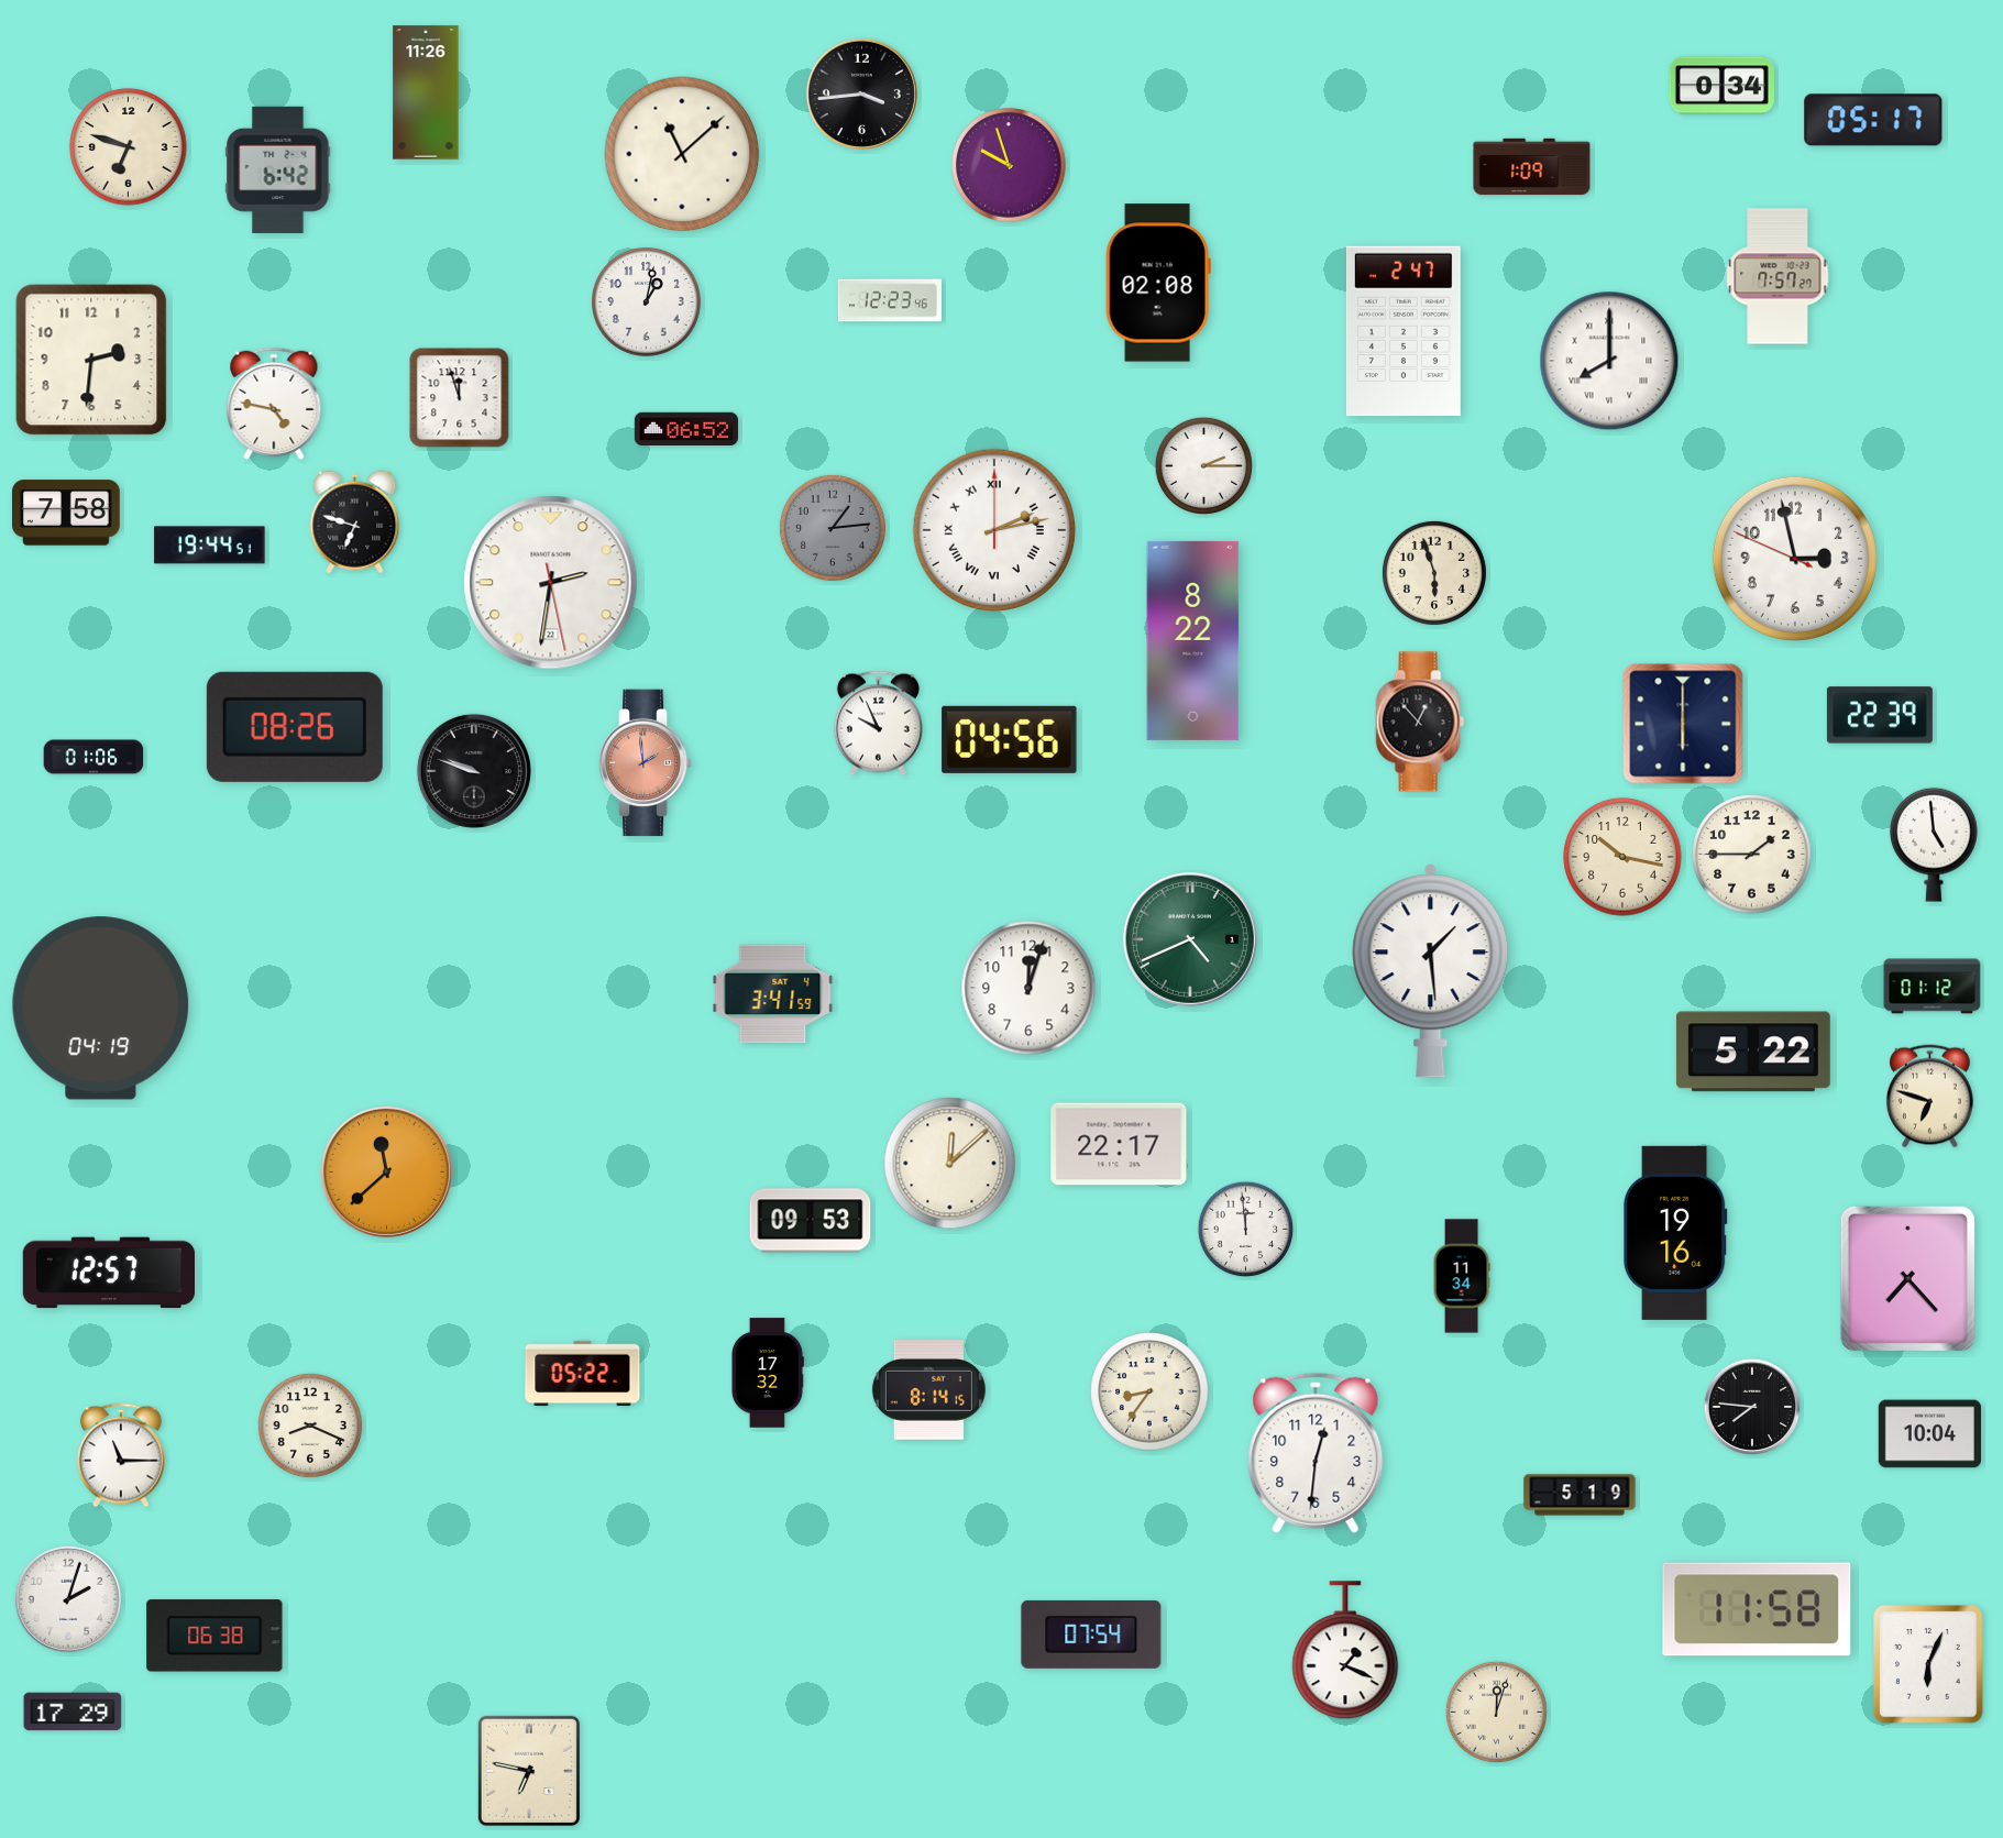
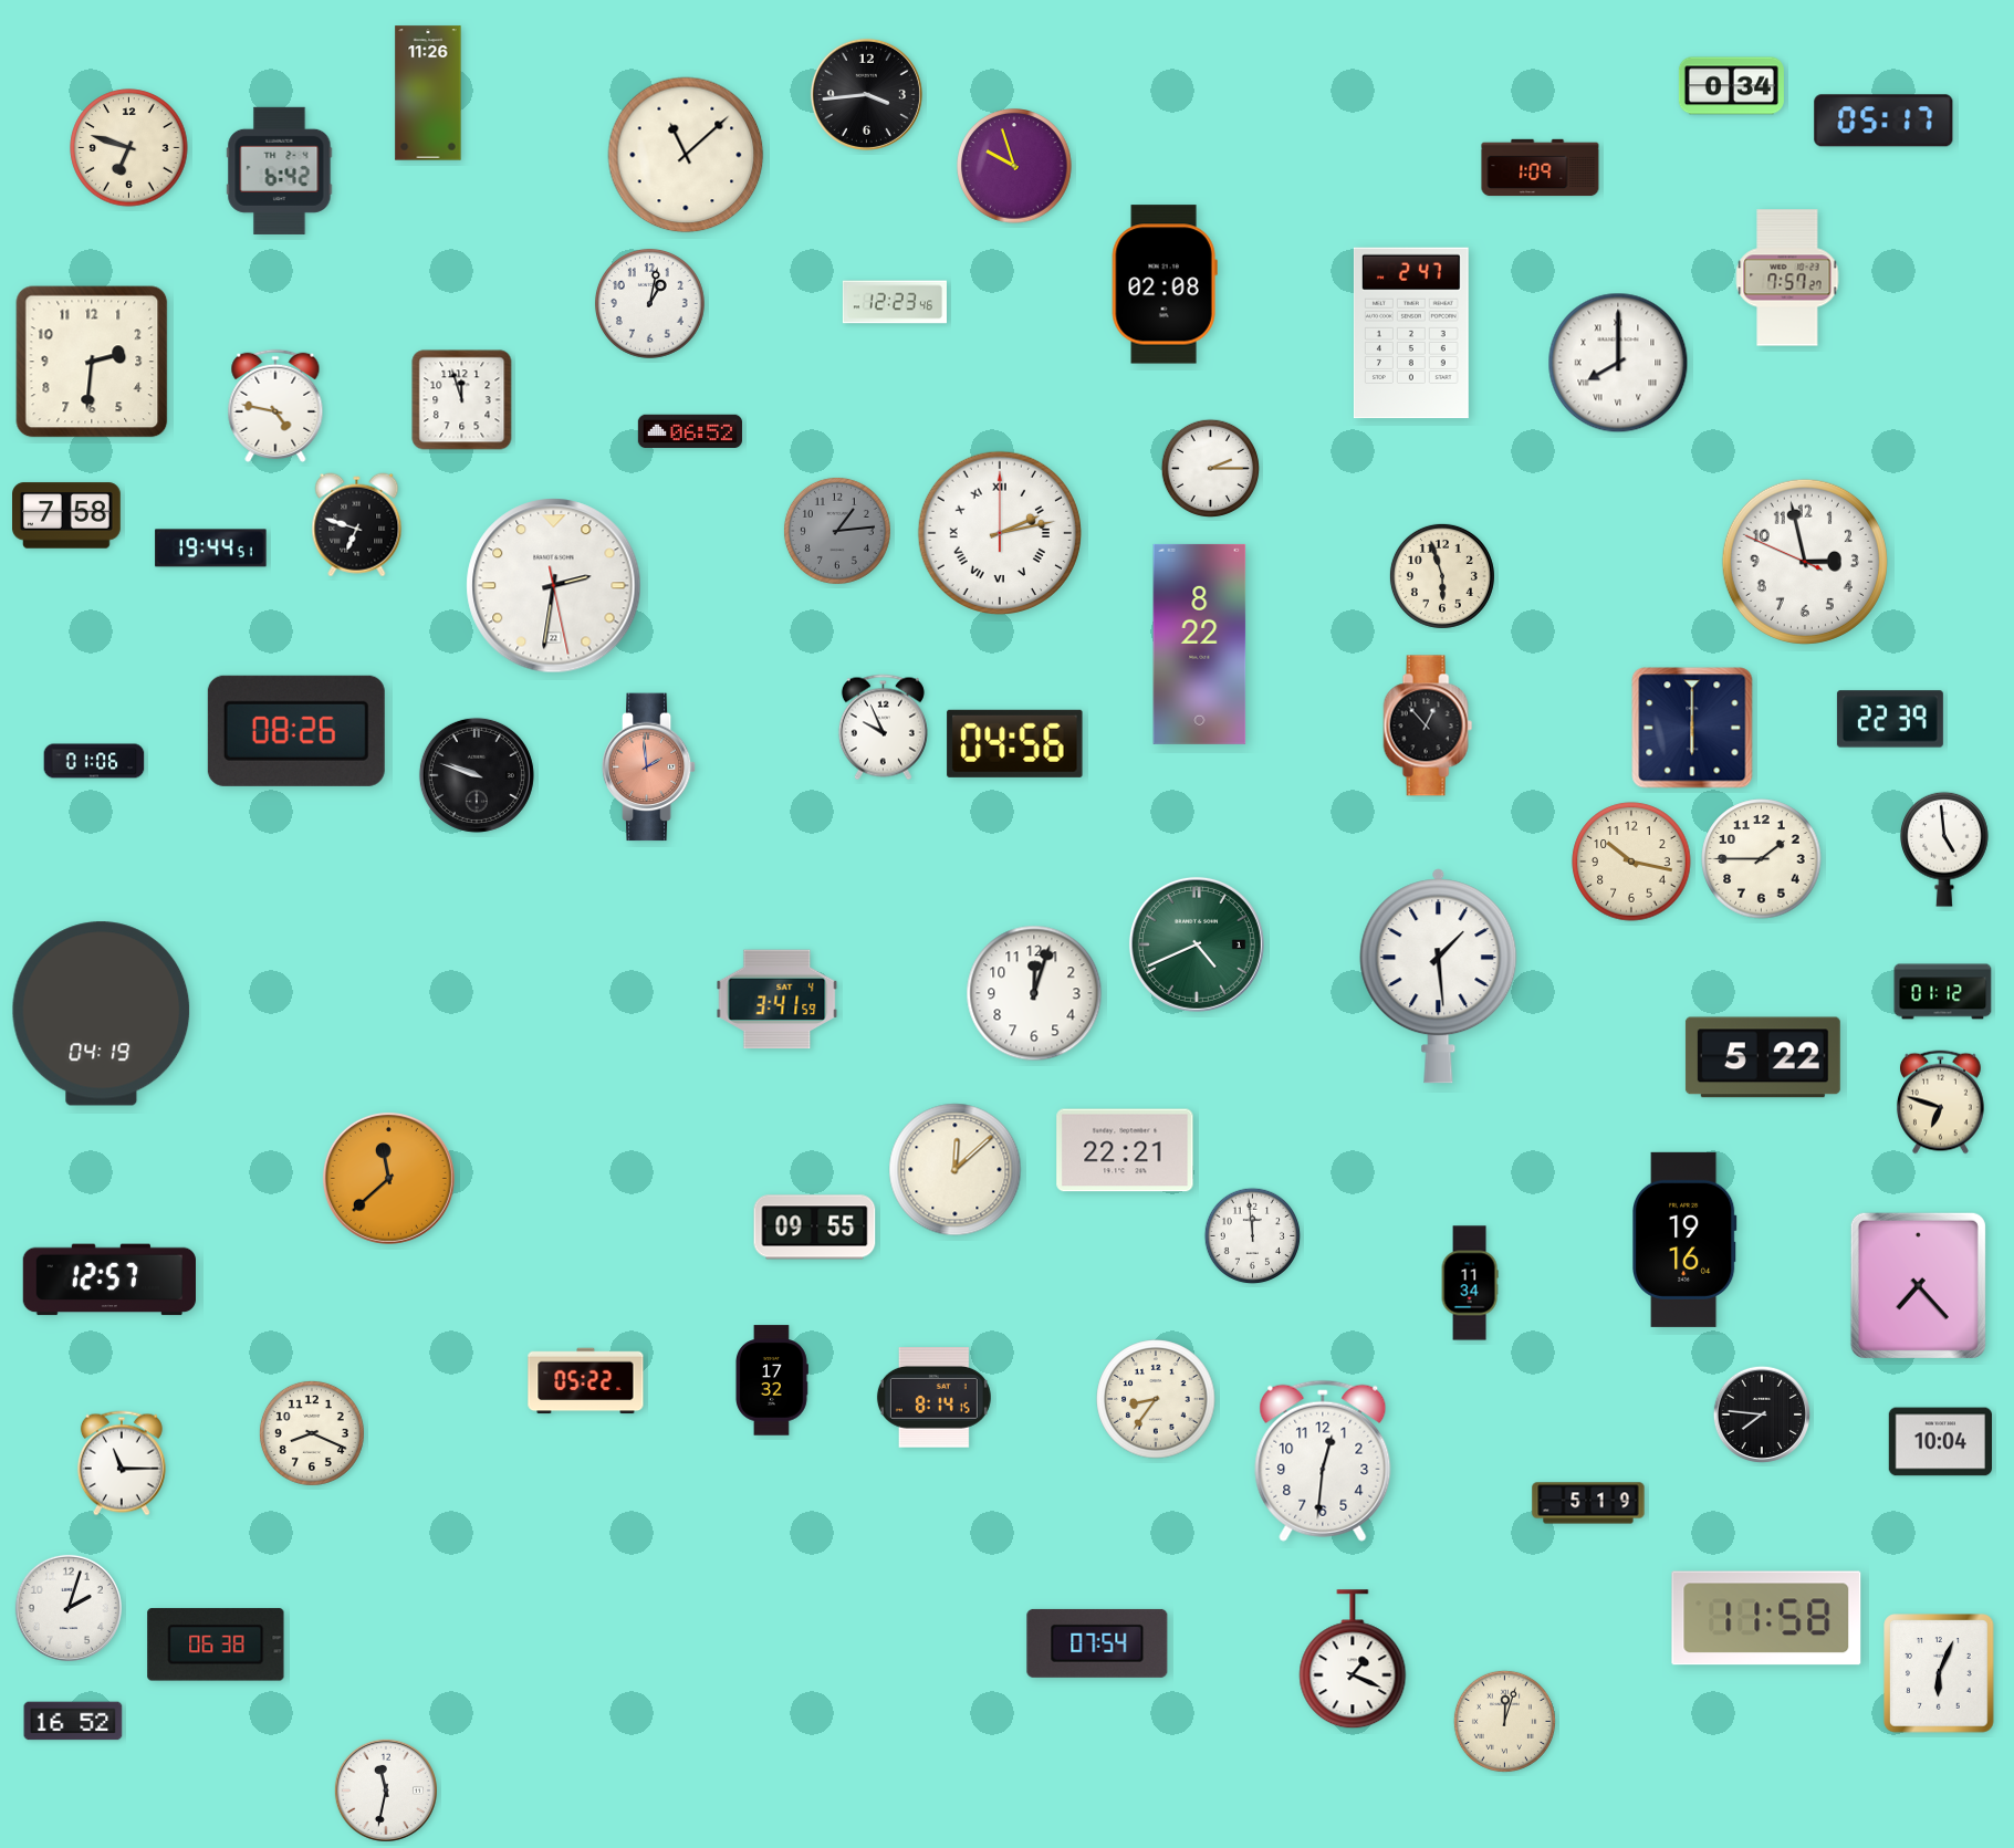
clock at (1119, 1144): 22:17 -> 22:21
clock at (811, 1221): 09:53 -> 09:55
clock at (73, 1712): 17:29 -> 16:52
clock at (529, 1771): 6:47 -> none
clock at (386, 1790): none -> 11:32
